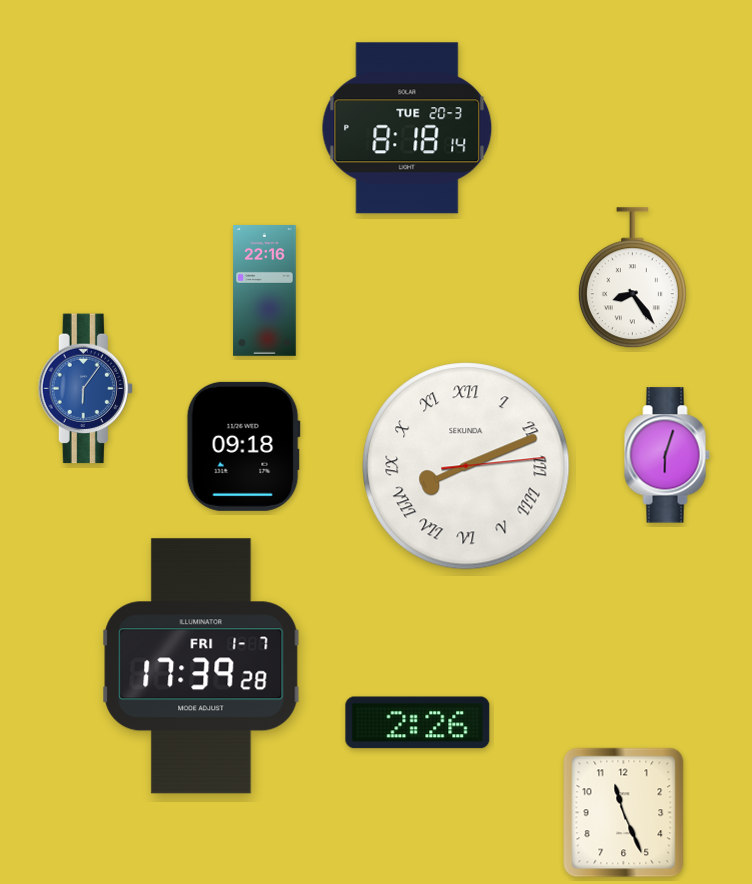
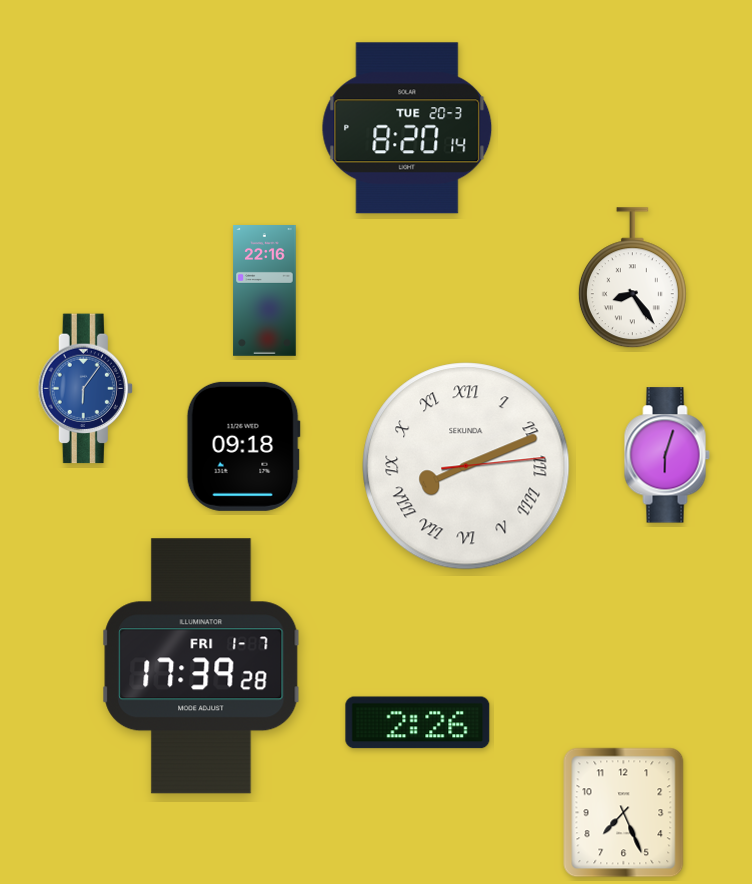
clock at (407, 128): 8:18 -> 8:20
clock at (624, 813): 11:26 -> 7:26
